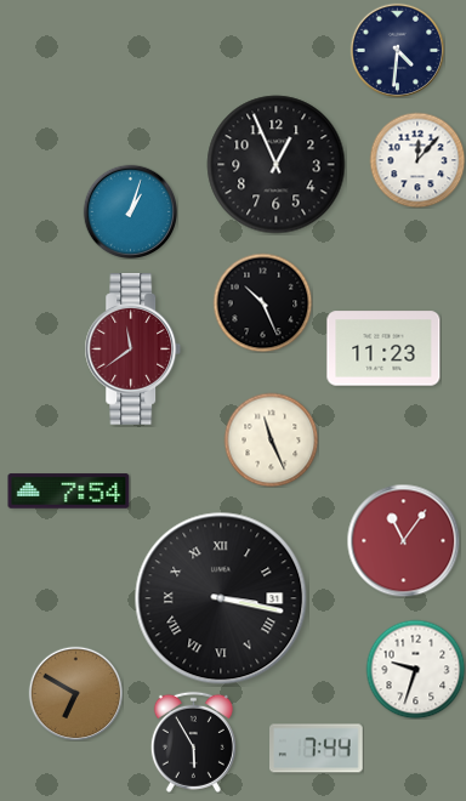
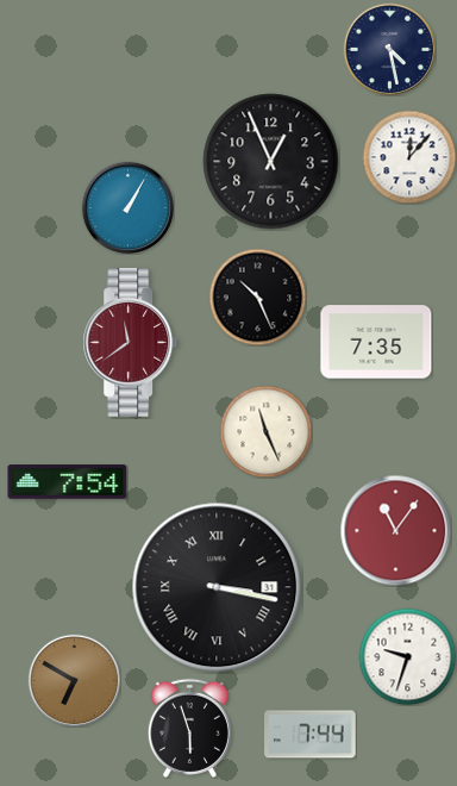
clock at (397, 50): 4:31 -> 4:28
clock at (130, 211): 1:03 -> 1:05
clock at (383, 348): 11:23 -> 7:35
clock at (193, 742): 5:55 -> 5:57
